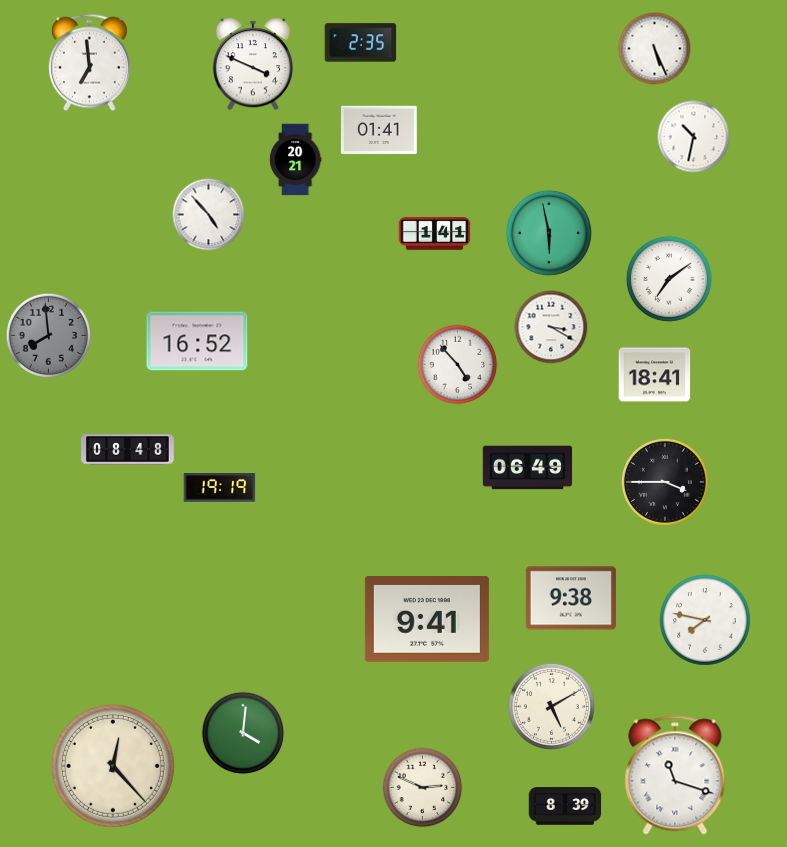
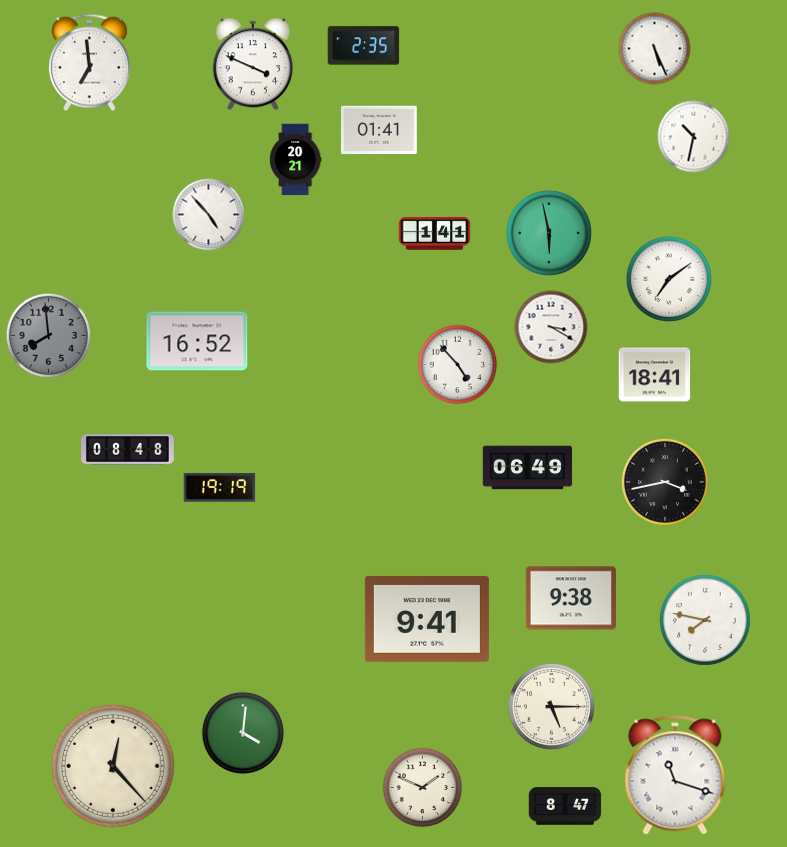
clock at (361, 43) position: (361, 43) -> (364, 46)
clock at (665, 482): 3:45 -> 3:43
clock at (551, 706): 5:10 -> 5:15
clock at (423, 788): 2:49 -> 1:49
clock at (565, 806): 8:39 -> 8:47
